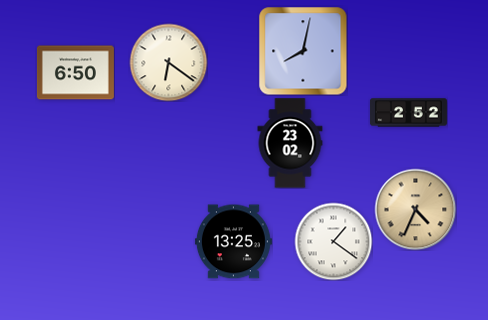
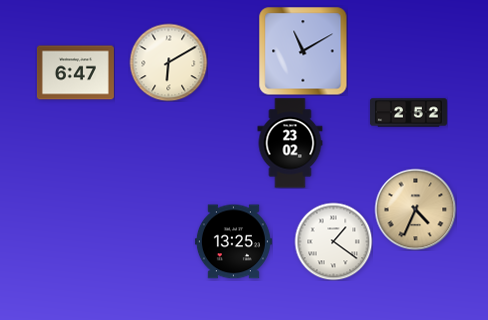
clock at (303, 51): 8:02 -> 11:10
clock at (168, 62): 6:21 -> 6:10
clock at (75, 73): 6:50 -> 6:47
